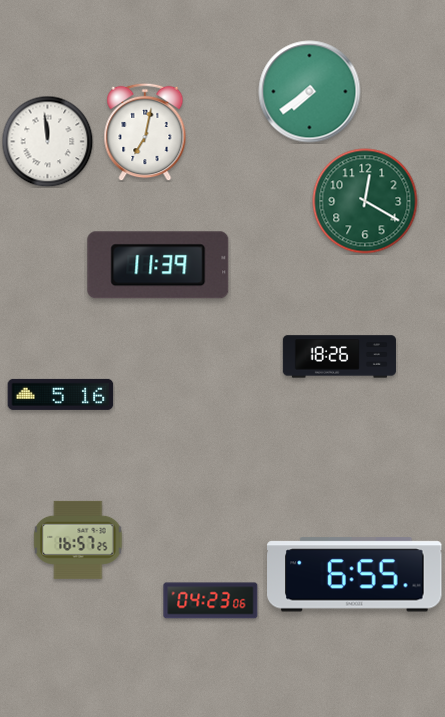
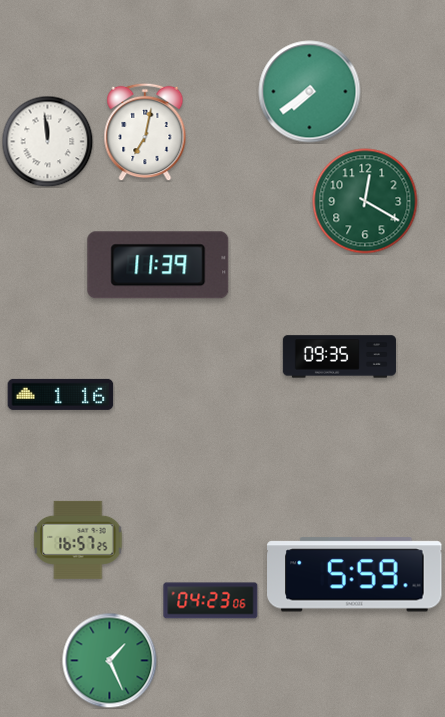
clock at (339, 357): 18:26 -> 09:35
clock at (61, 394): 5:16 -> 1:16
clock at (355, 575): 6:55 -> 5:59
clock at (109, 660): none -> 1:26
